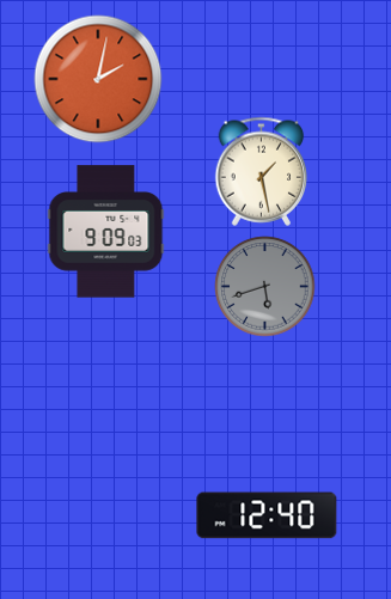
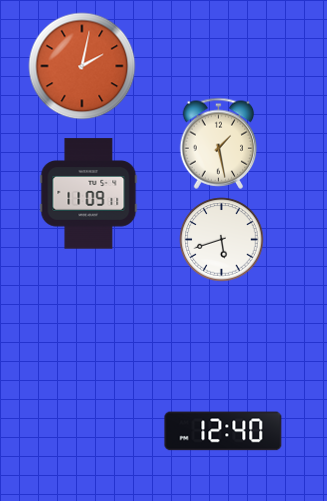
clock at (106, 232): 9:09 -> 11:09
clock at (265, 287) dial: grey -> white
